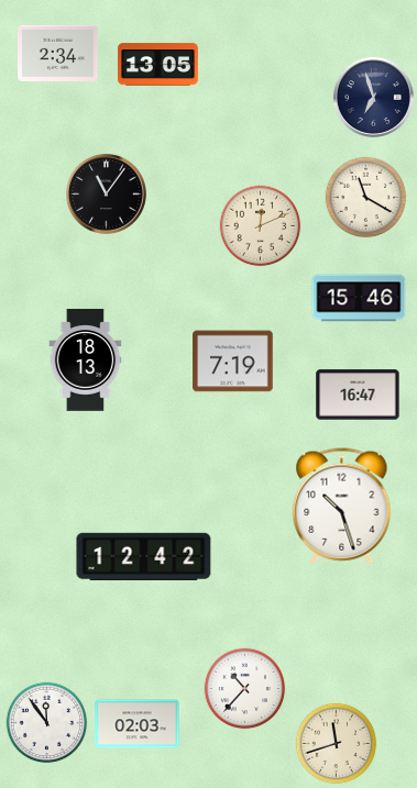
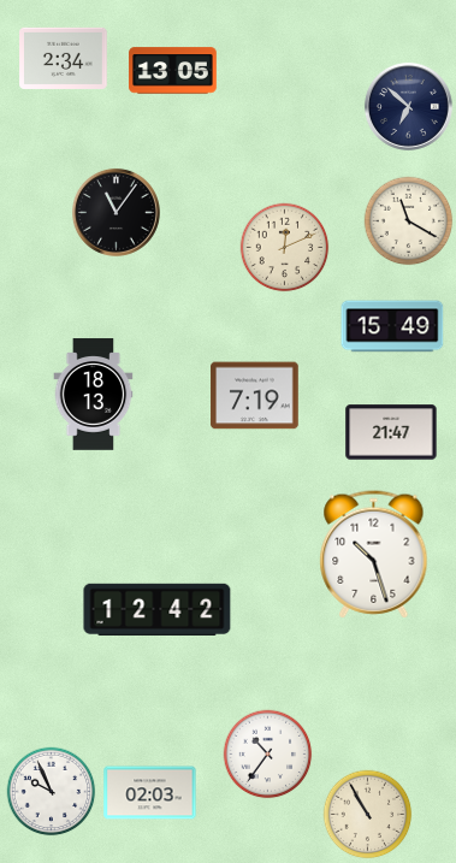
clock at (373, 97): 6:57 -> 6:52
clock at (366, 198) position: (366, 198) -> (409, 221)
clock at (359, 298): 15:46 -> 15:49
clock at (358, 395): 16:47 -> 21:47
clock at (245, 689): 10:37 -> 10:36
clock at (47, 723): 11:54 -> 9:56
clock at (337, 744): 11:42 -> 10:55
